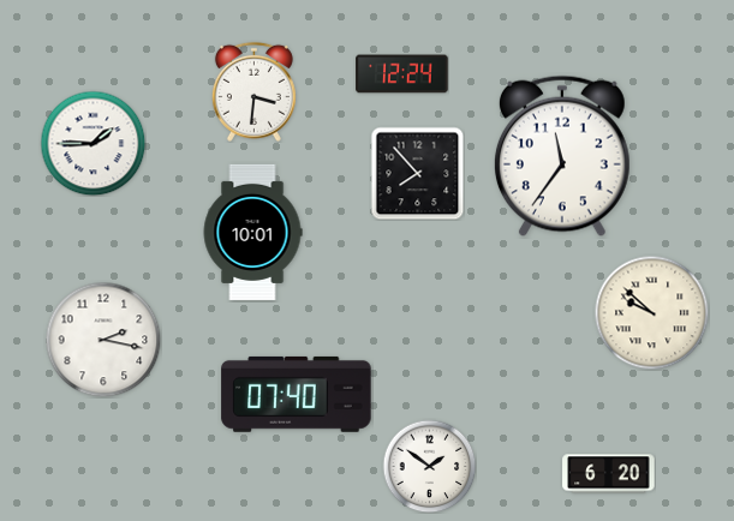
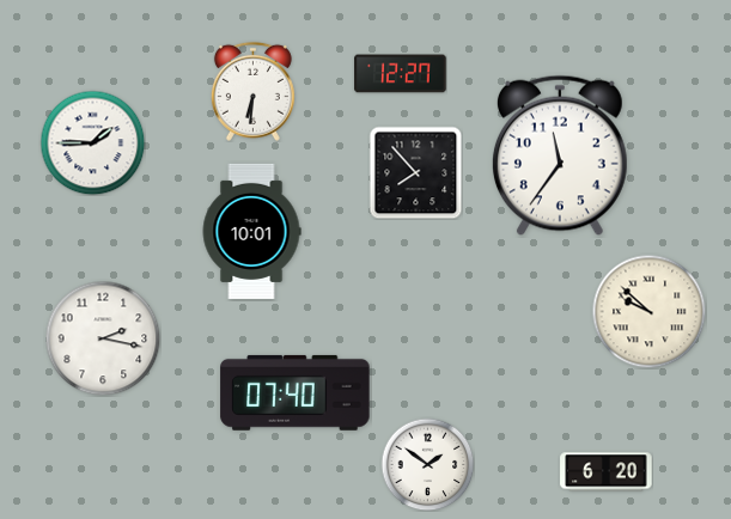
clock at (402, 74): 12:24 -> 12:27
clock at (253, 91): 3:31 -> 6:31
